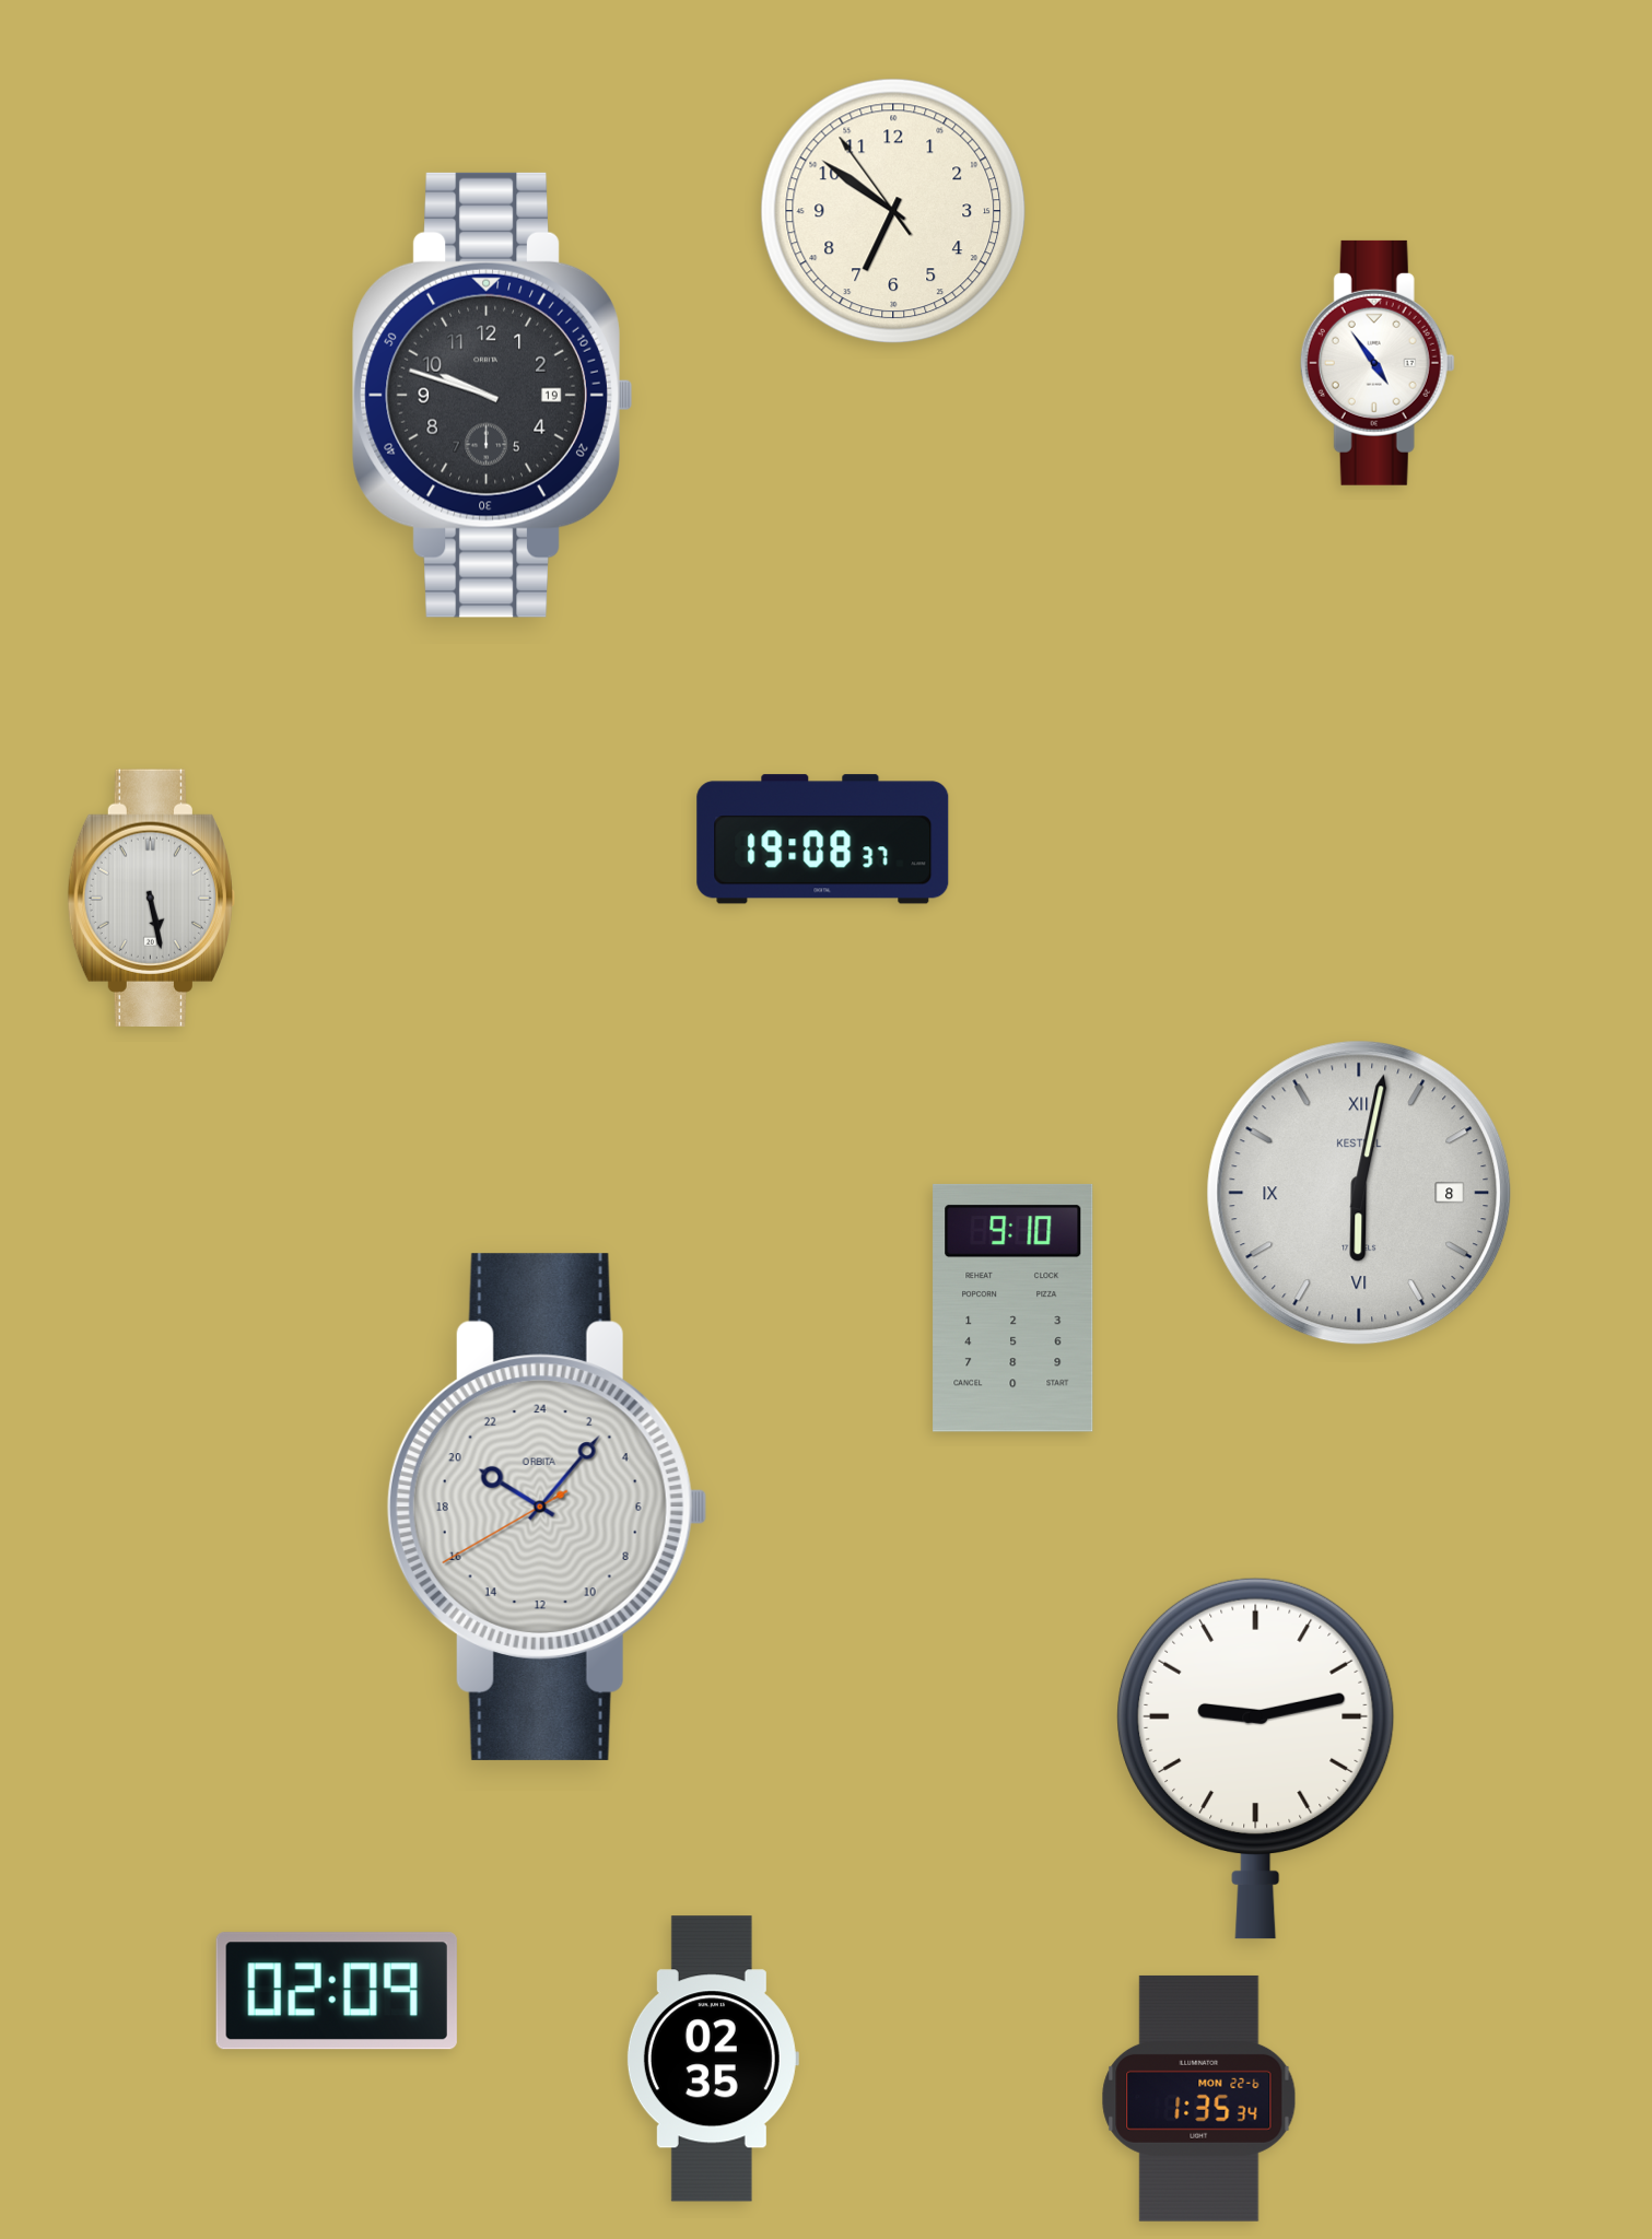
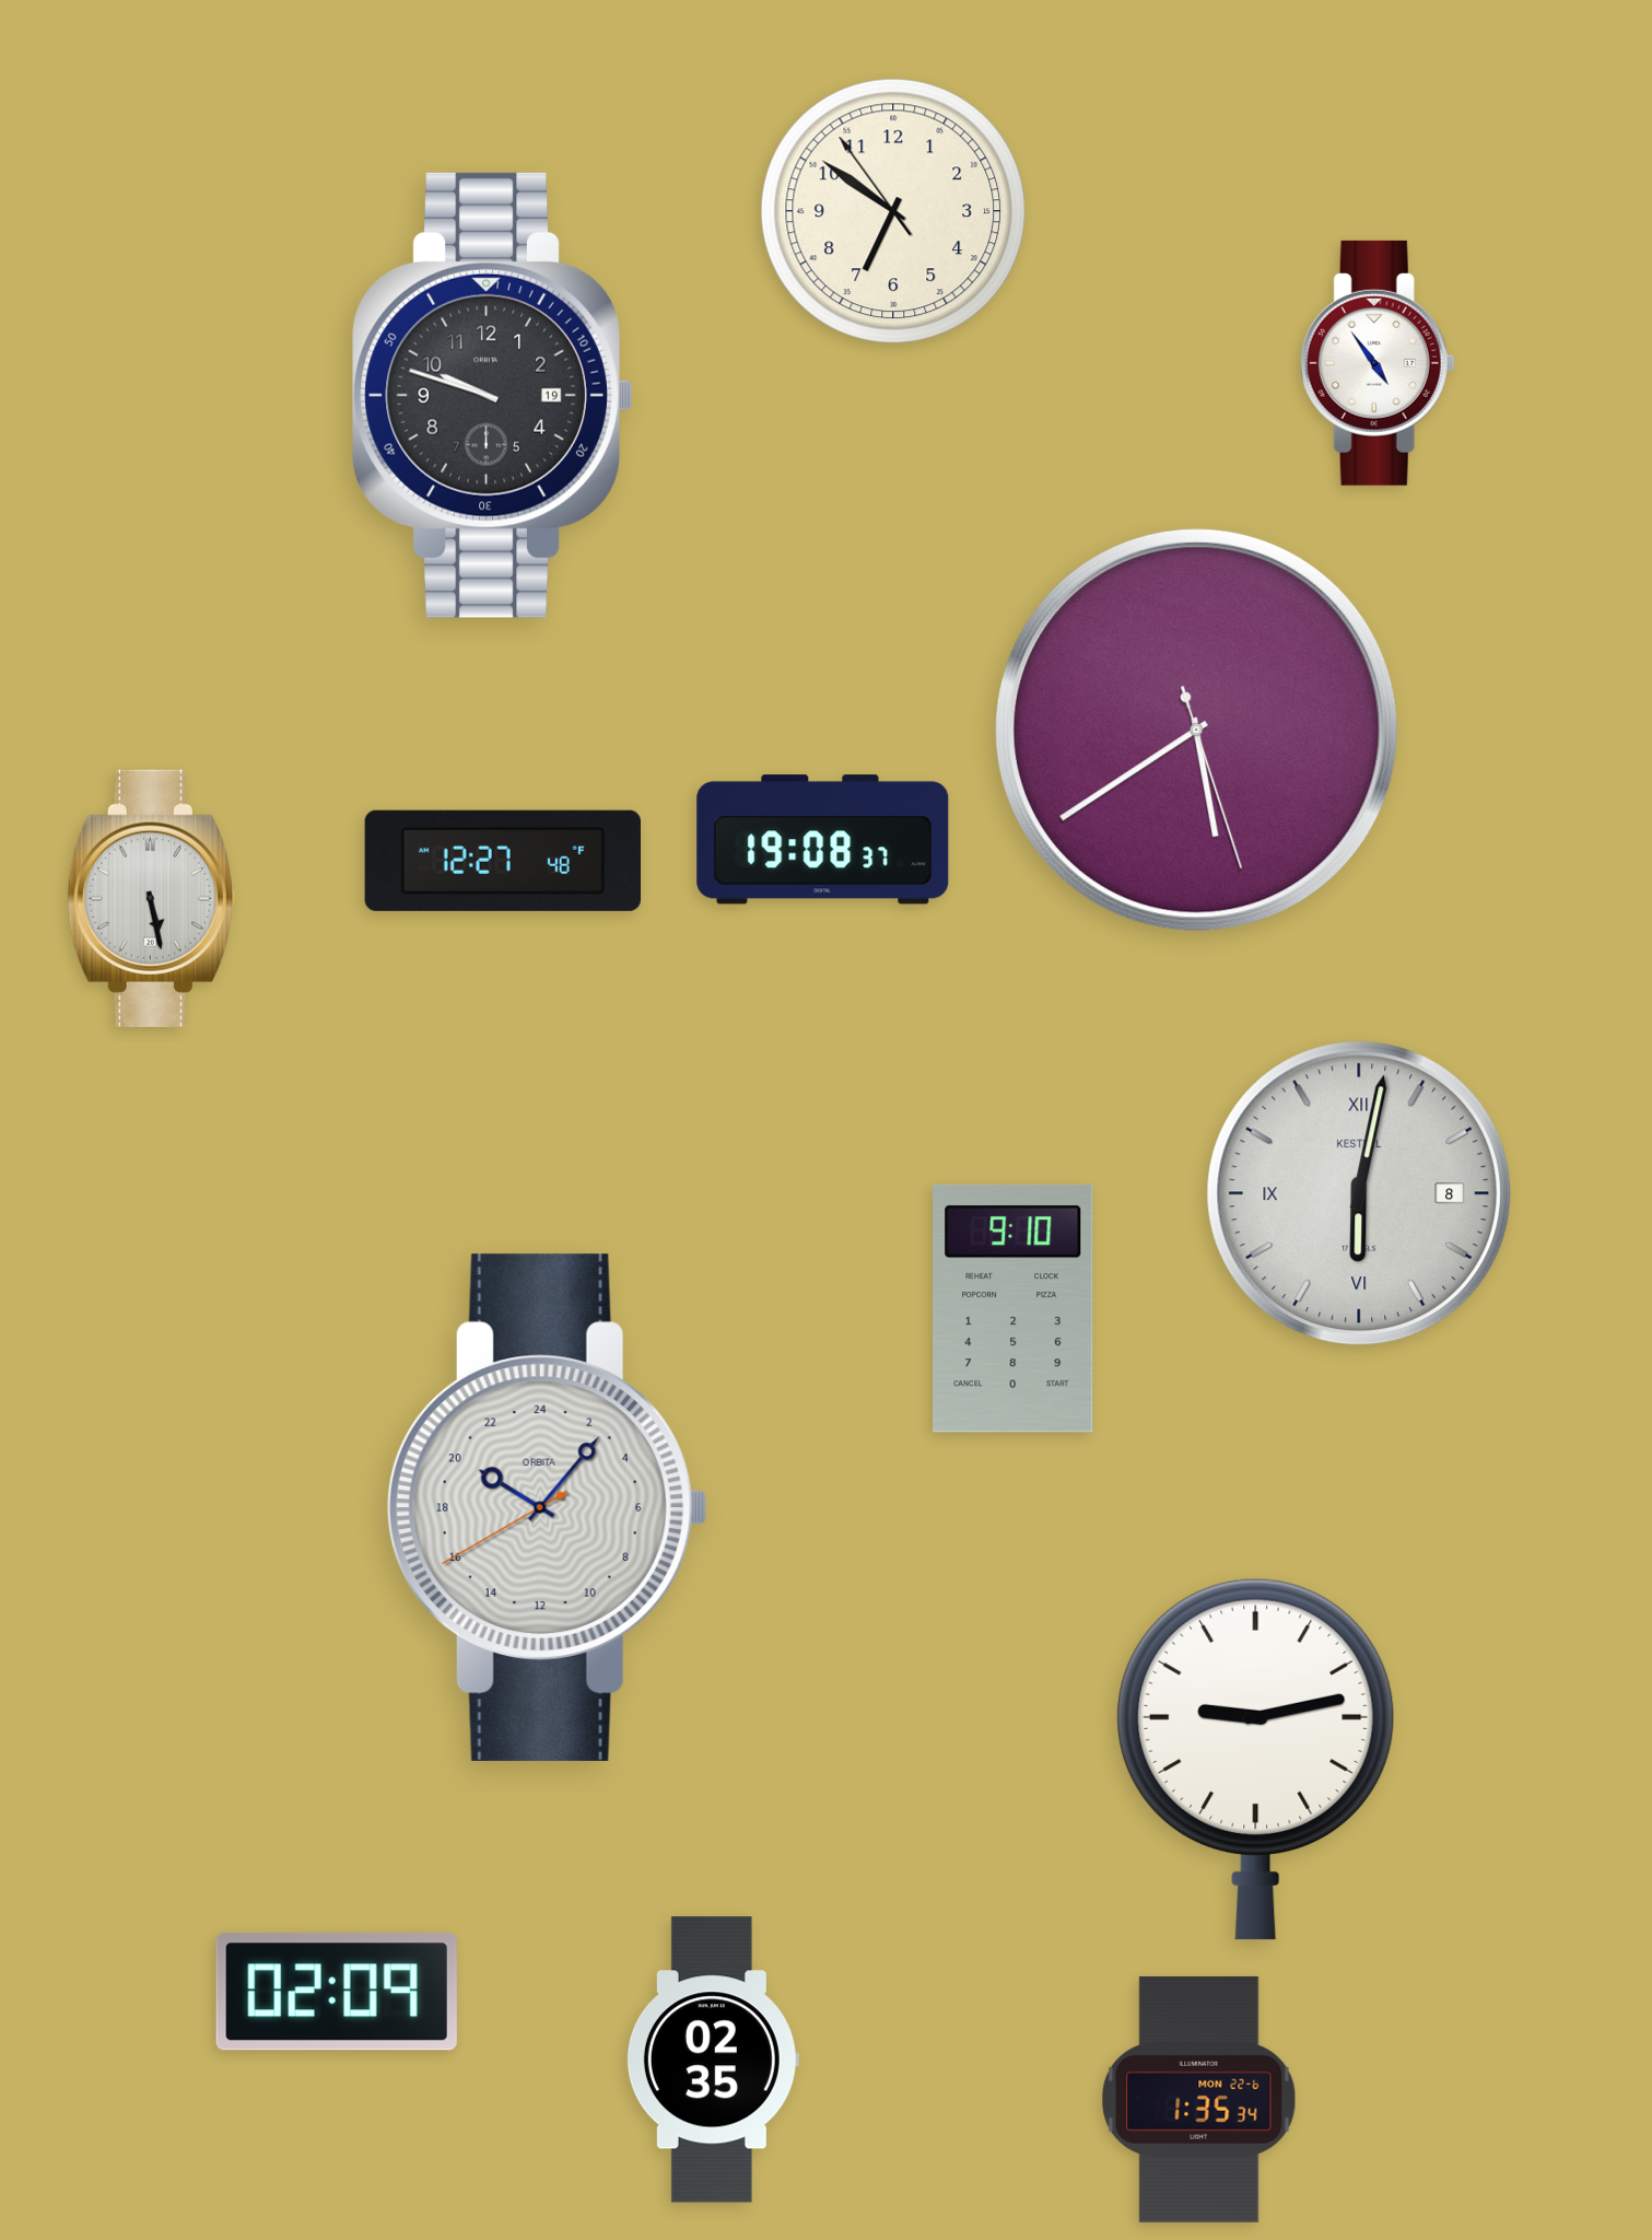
clock at (1196, 730): none -> 5:39
clock at (503, 861): none -> 12:27
